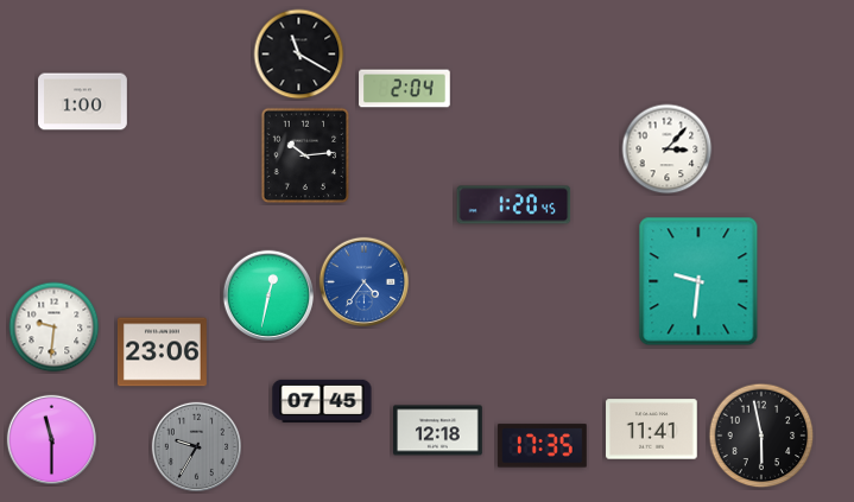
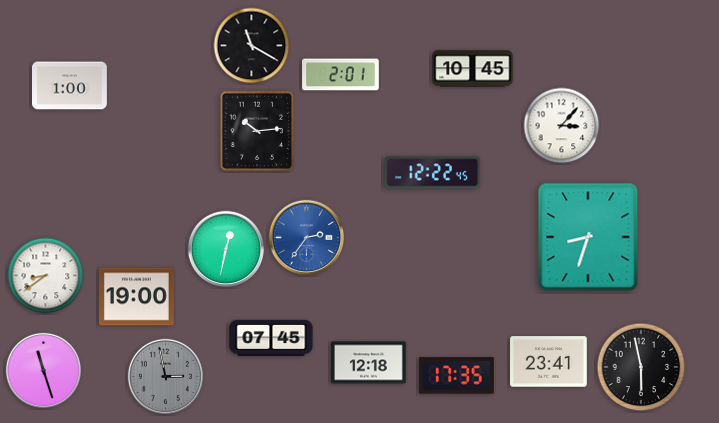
clock at (473, 69): none -> 10:45
clock at (405, 89): 2:04 -> 2:01
clock at (514, 205): 1:20 -> 12:22
clock at (363, 281): 4:36 -> 2:36
clock at (698, 281): 9:31 -> 8:33
clock at (55, 328): 9:31 -> 8:39
clock at (162, 352): 23:06 -> 19:00
clock at (652, 430): 11:41 -> 23:41
clock at (51, 439): 11:30 -> 11:27
clock at (196, 446): 9:35 -> 2:58
